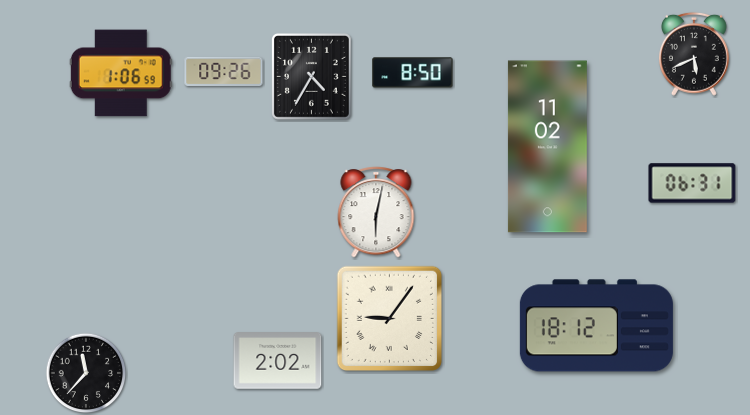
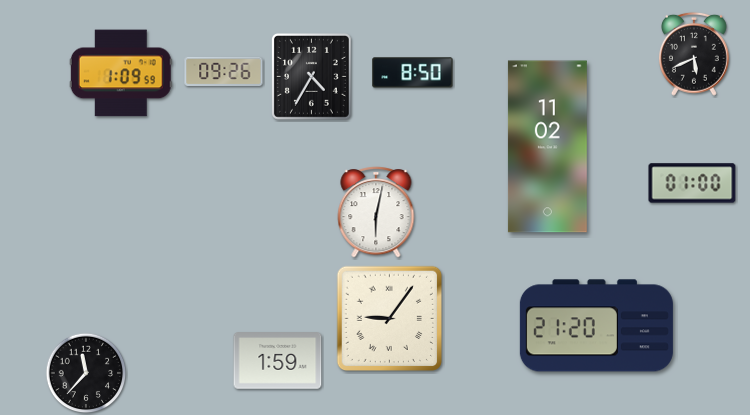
clock at (121, 73): 1:06 -> 1:09
clock at (692, 183): 06:31 -> 01:00
clock at (596, 326): 18:12 -> 21:20
clock at (278, 361): 2:02 -> 1:59
